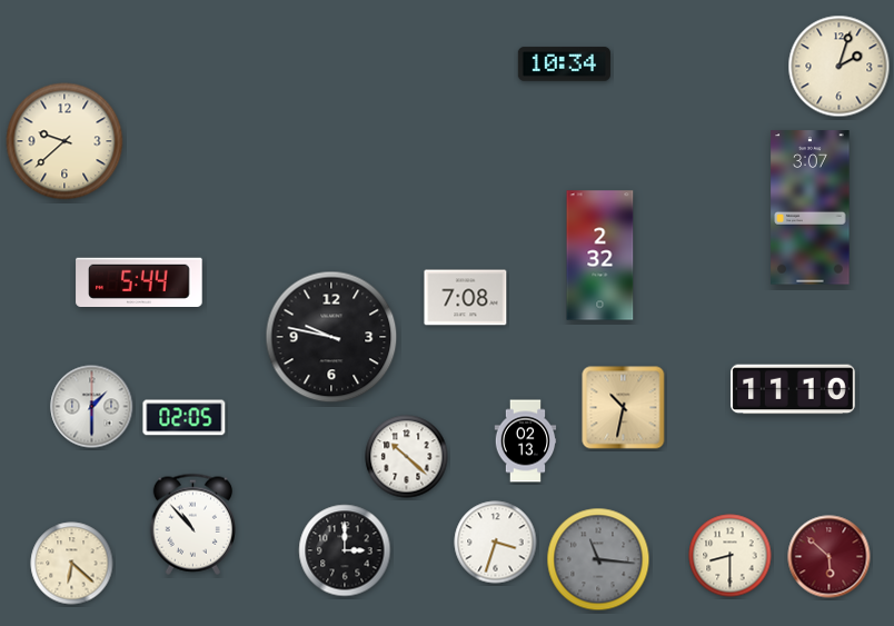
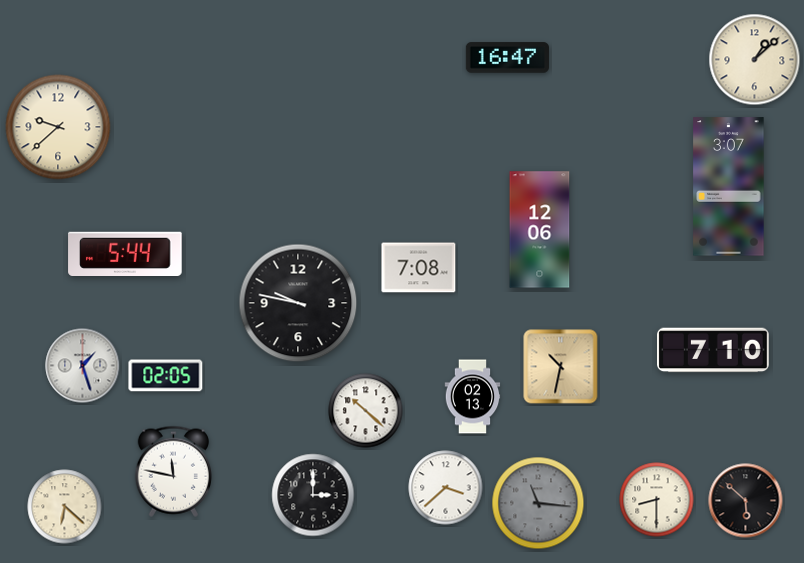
clock at (564, 64): 10:34 -> 16:47
clock at (840, 67): 2:03 -> 1:08
clock at (600, 256): 2:32 -> 12:06
clock at (794, 389): 11:10 -> 7:10
clock at (92, 407): 1:30 -> 1:27
clock at (192, 524): 10:53 -> 11:47
clock at (496, 543): 3:33 -> 3:38
clock at (345, 550) position: (345, 550) -> (313, 495)
clock at (830, 557) dial: burgundy -> black
